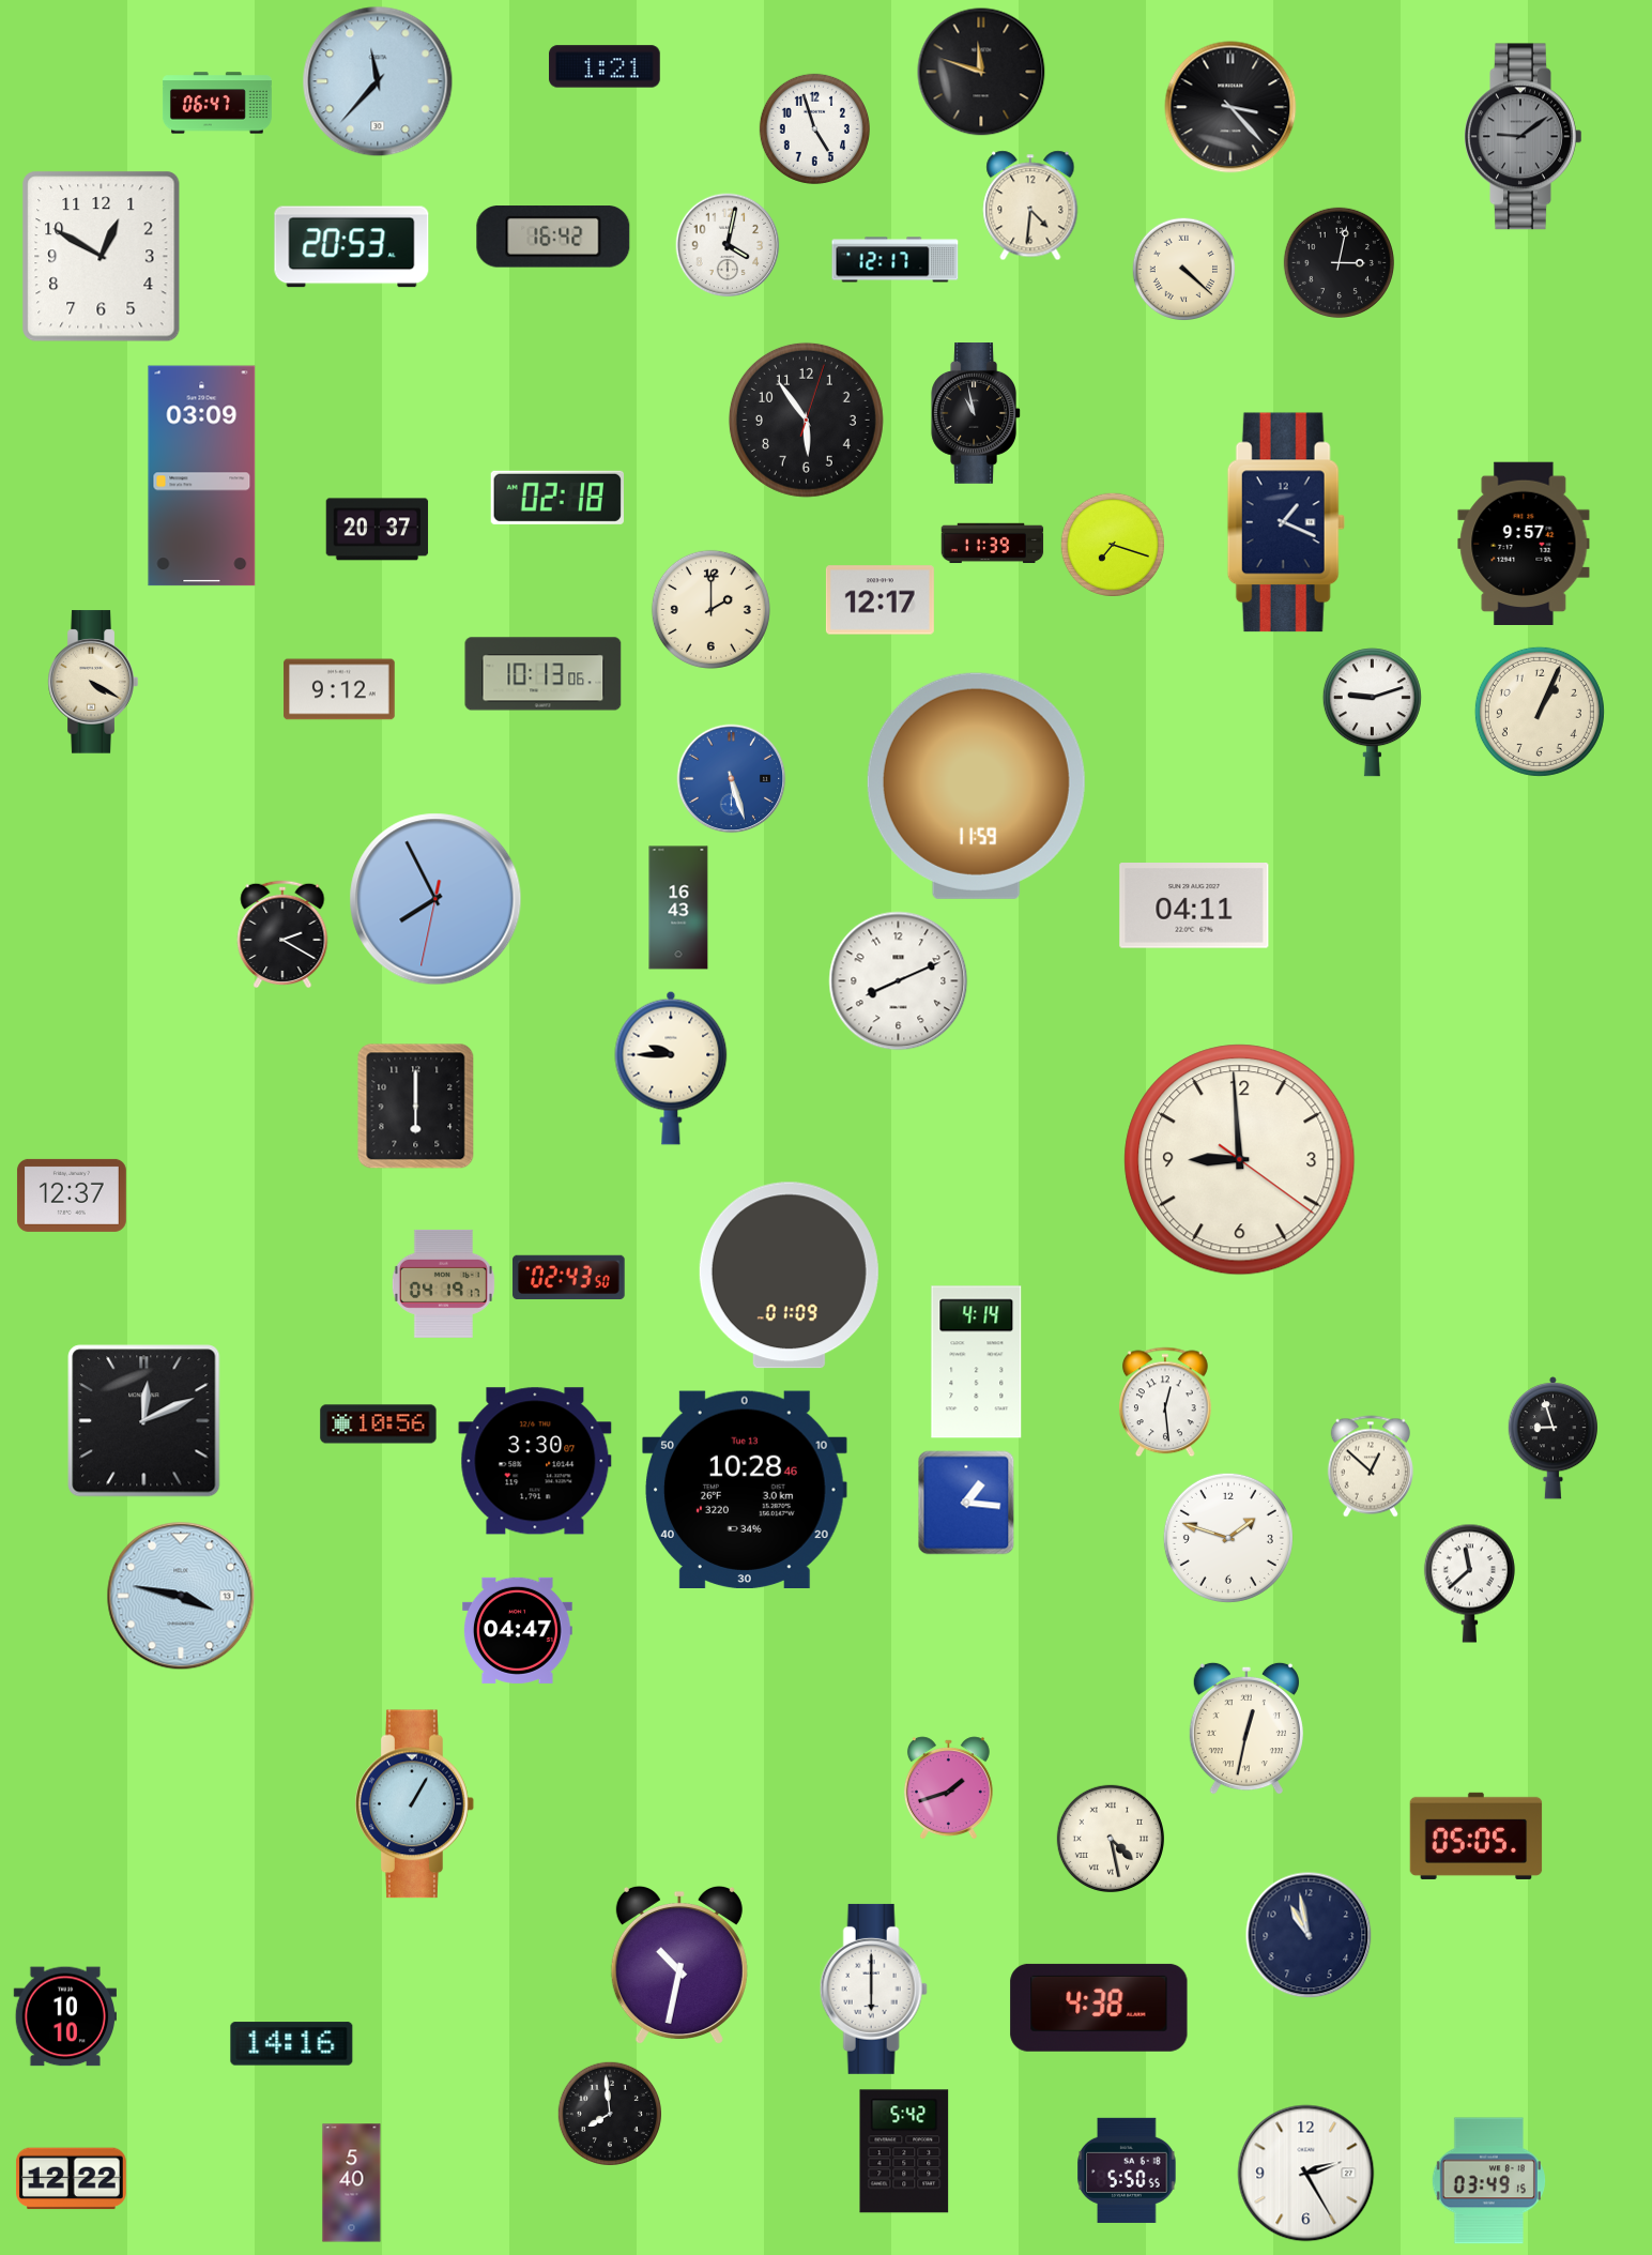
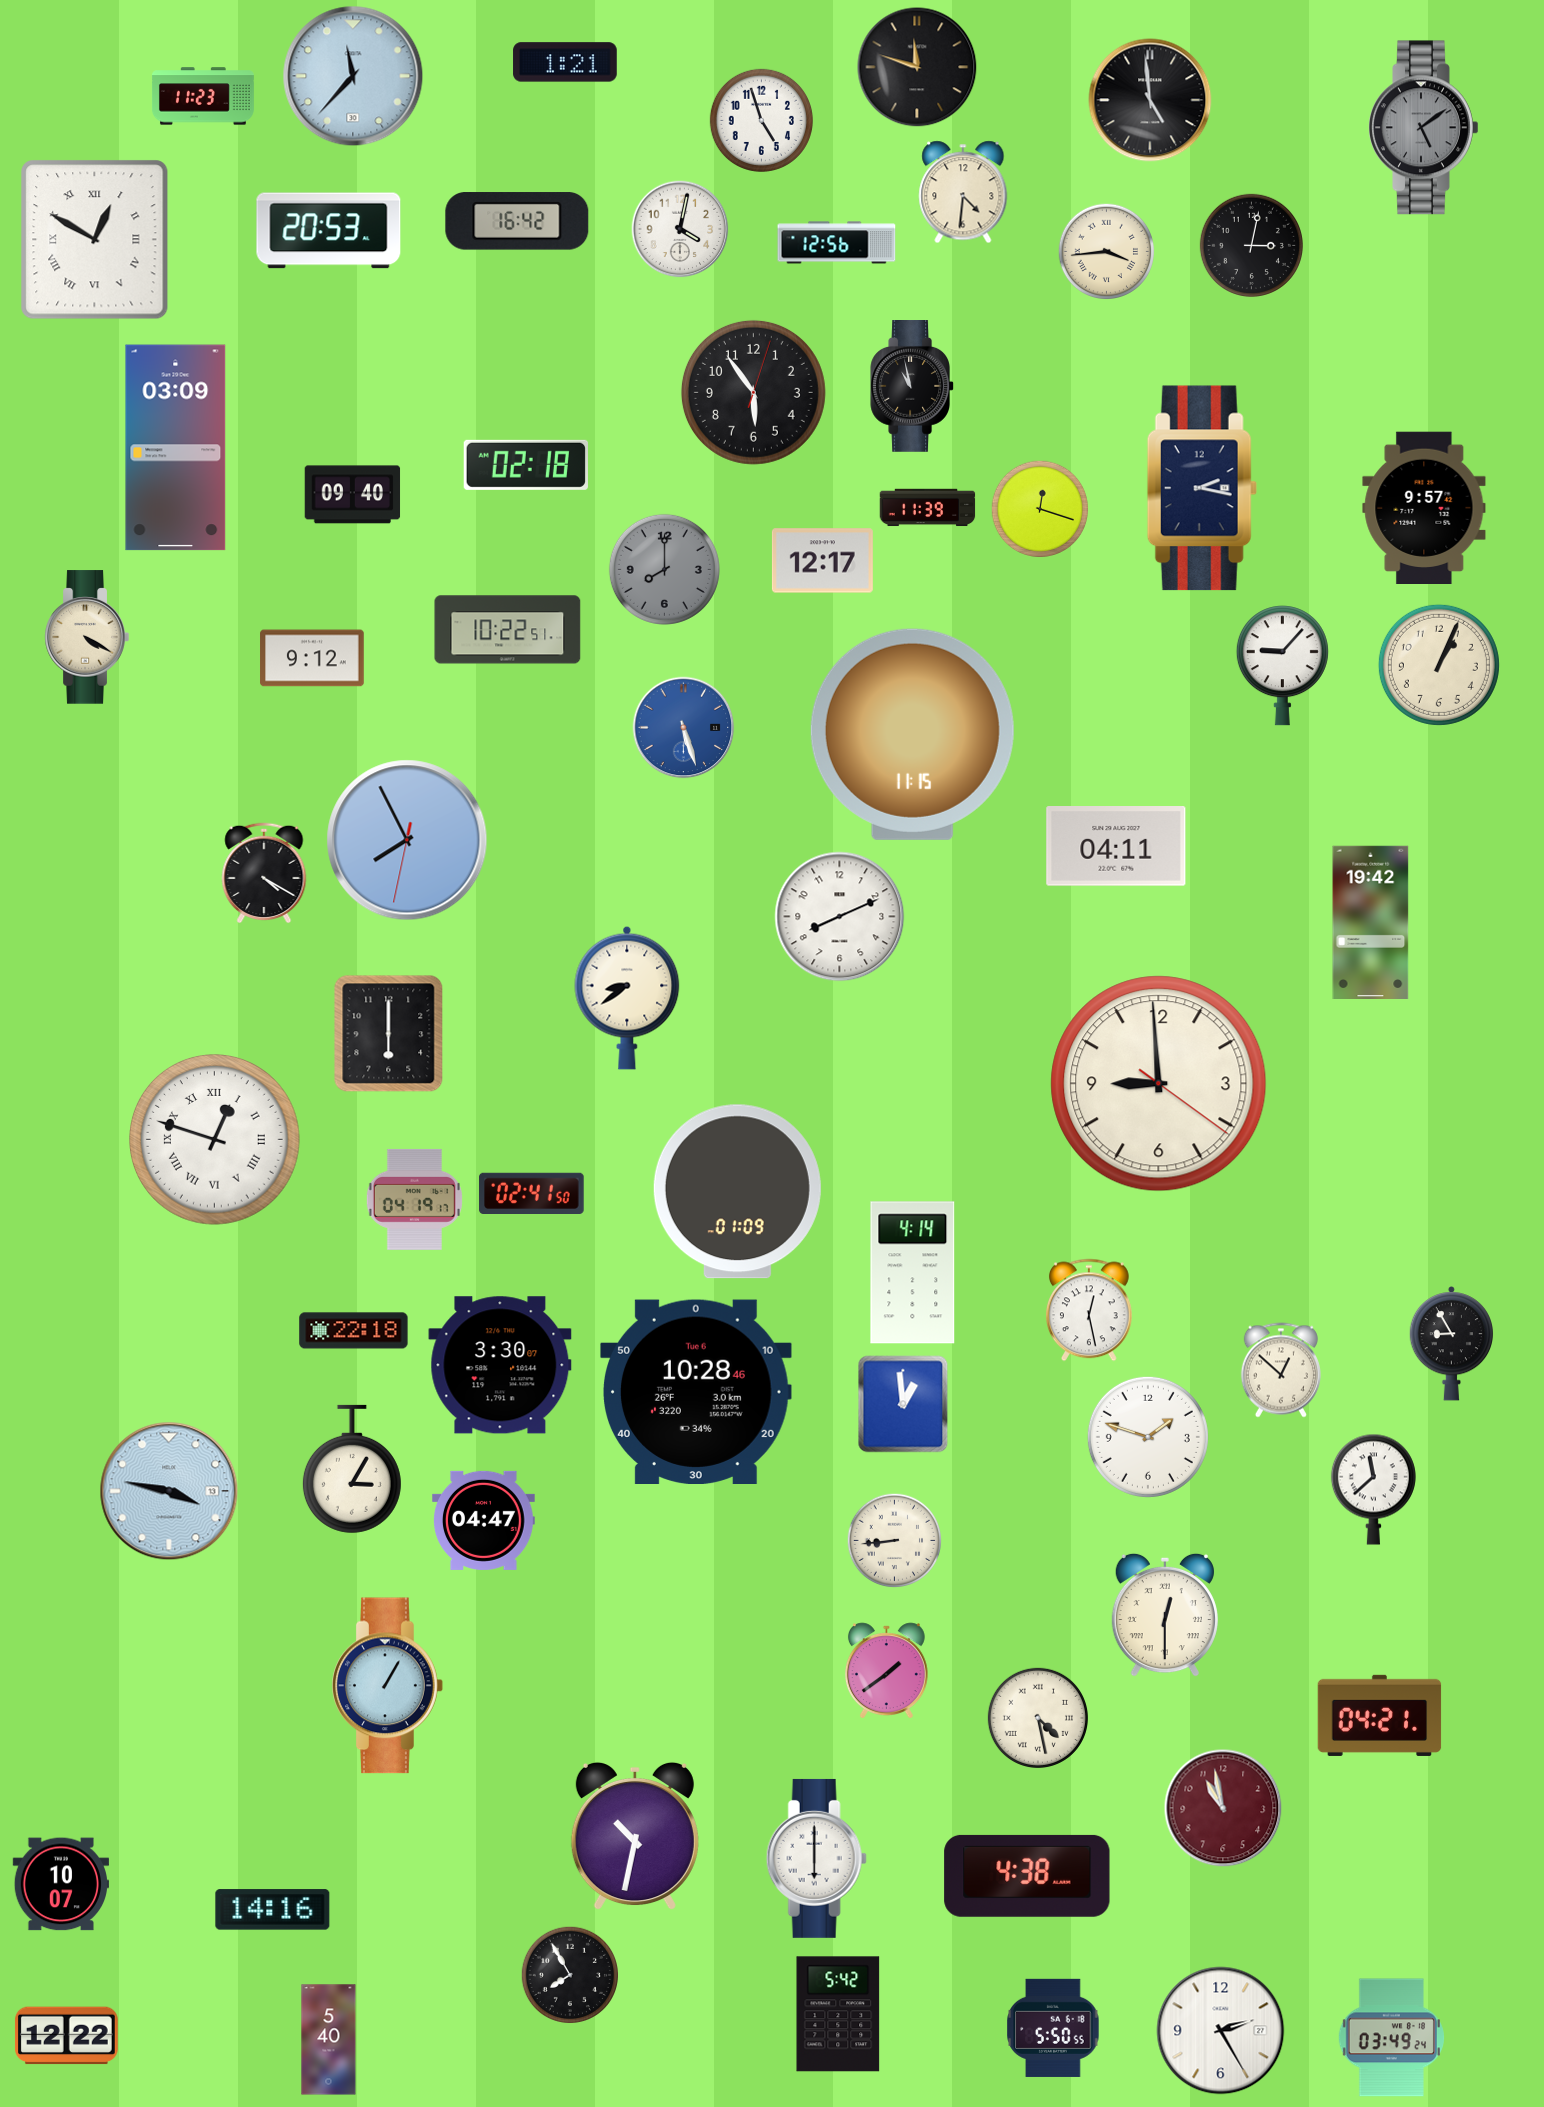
clock at (217, 103): 06:47 -> 11:23
clock at (1230, 107): 3:23 -> 4:59
clock at (1524, 137): 9:09 -> 5:09
clock at (102, 257) numerals: Arabic -> Roman
clock at (896, 260): 12:17 -> 12:56
clock at (1184, 270): 4:22 -> 3:44
clock at (202, 476) position: (202, 476) -> (176, 448)
clock at (557, 498) position: (557, 498) -> (526, 465)
clock at (1286, 522): 1:19 -> 2:17
clock at (378, 530): 20:37 -> 09:40
clock at (1112, 544): 7:18 -> 12:18
clock at (710, 609): 2:00 -> 8:00
clock at (710, 609) dial: cream -> grey
clock at (544, 674): 10:13 -> 10:22
clock at (339, 689) position: (339, 689) -> (312, 658)
clock at (1372, 713): 9:12 -> 9:07
clock at (976, 786): 11:59 -> 11:15
clock at (678, 908): 16:43 -> none
clock at (282, 934): 2:20 -> 4:20
clock at (1371, 922): none -> 19:42
clock at (671, 1068): 9:45 -> 8:39
clock at (72, 1195): 12:37 -> none
clock at (215, 1140): none -> 12:48
clock at (569, 1277): 02:43 -> 02:41
clock at (1165, 1402): 12:29 -> 12:28
clock at (144, 1421): 12:11 -> none
clock at (379, 1424): 10:56 -> 22:18
clock at (1554, 1438): 8:57 -> 8:55
clock at (746, 1489) date: Tue 13 -> Tue 6
clock at (966, 1503): 1:16 -> 12:59
clock at (352, 1469): none -> 3:05
clock at (1469, 1583) position: (1469, 1583) -> (1373, 1489)
clock at (518, 1630) position: (518, 1630) -> (484, 1520)
clock at (895, 1541): none -> 8:44
clock at (1246, 1728): 12:32 -> 12:30
clock at (948, 1787): 1:42 -> 1:39
clock at (1477, 1835): 05:05 -> 04:21
clock at (1309, 1935) dial: navy -> burgundy
clock at (64, 2016): 10:10 -> 10:07
clock at (609, 2113): 7:59 -> 7:55
clock at (904, 2151) position: (904, 2151) -> (838, 2014)
clock at (1488, 2181): 03:49:15 -> 03:49:24
